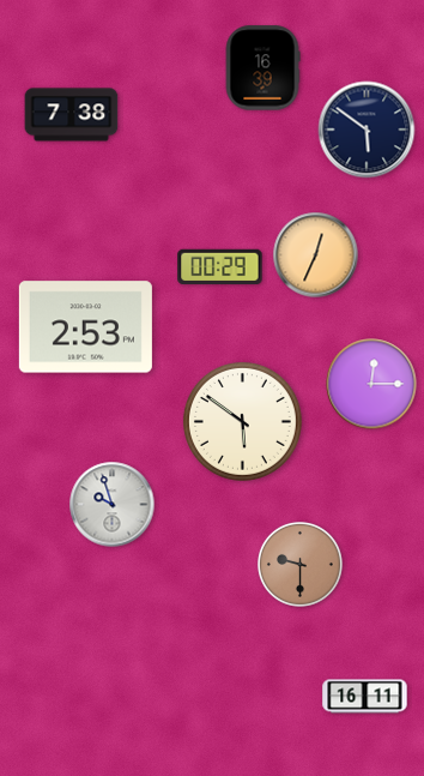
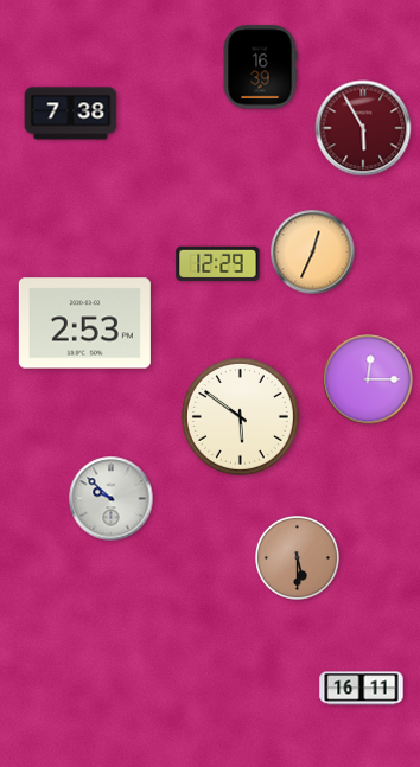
clock at (367, 130): 5:51 -> 5:55
clock at (367, 130) dial: navy -> burgundy
clock at (220, 267): 00:29 -> 12:29
clock at (113, 505): 9:57 -> 9:52
clock at (301, 565): 9:30 -> 5:30
